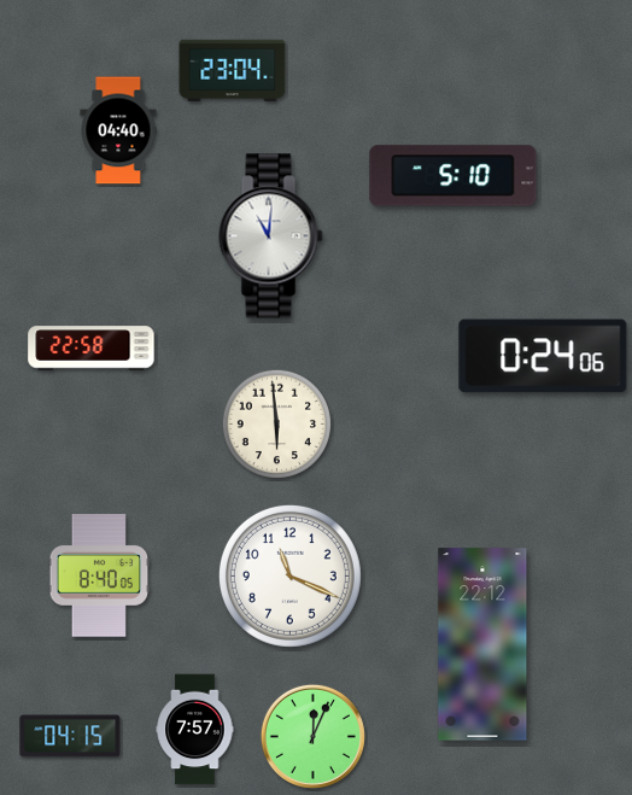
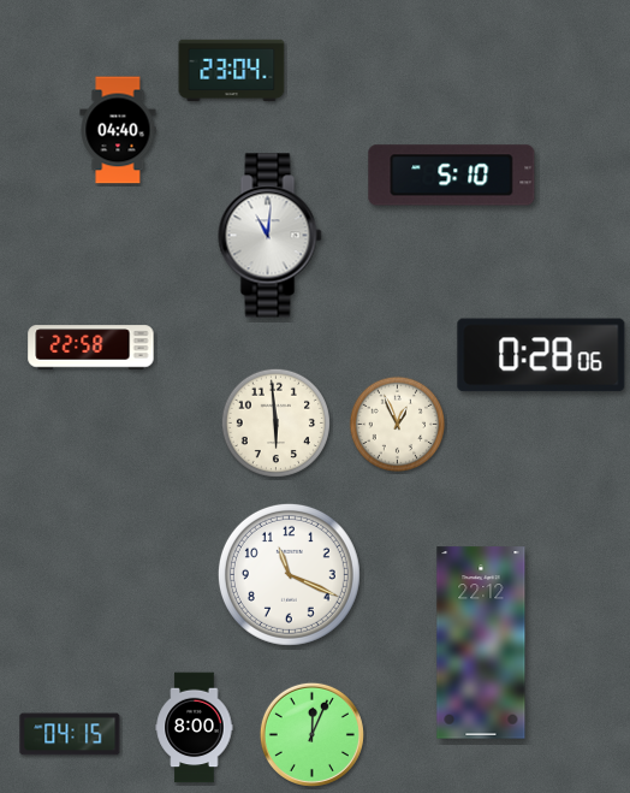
clock at (543, 356): 0:24 -> 0:28
clock at (398, 425): none -> 12:56
clock at (99, 575): 8:40 -> none
clock at (195, 730): 7:57 -> 8:00
